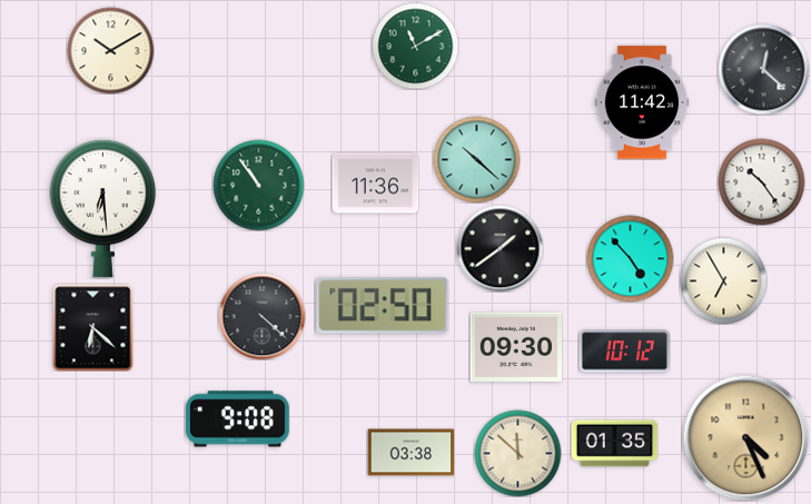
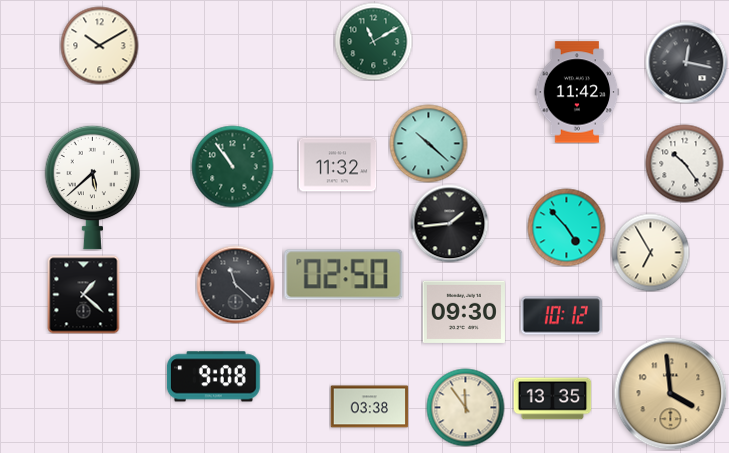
clock at (763, 69): 12:22 -> 12:17
clock at (375, 184): 11:36 -> 11:32
clock at (103, 208): 6:29 -> 5:38
clock at (500, 248): 1:39 -> 1:44
clock at (630, 258) position: (630, 258) -> (566, 227)
clock at (261, 316): 4:22 -> 11:22
clock at (93, 327): 6:22 -> 1:22
clock at (745, 437): 4:26 -> 3:59
clock at (614, 444): 01:35 -> 13:35
clock at (517, 453): 11:52 -> 11:54
